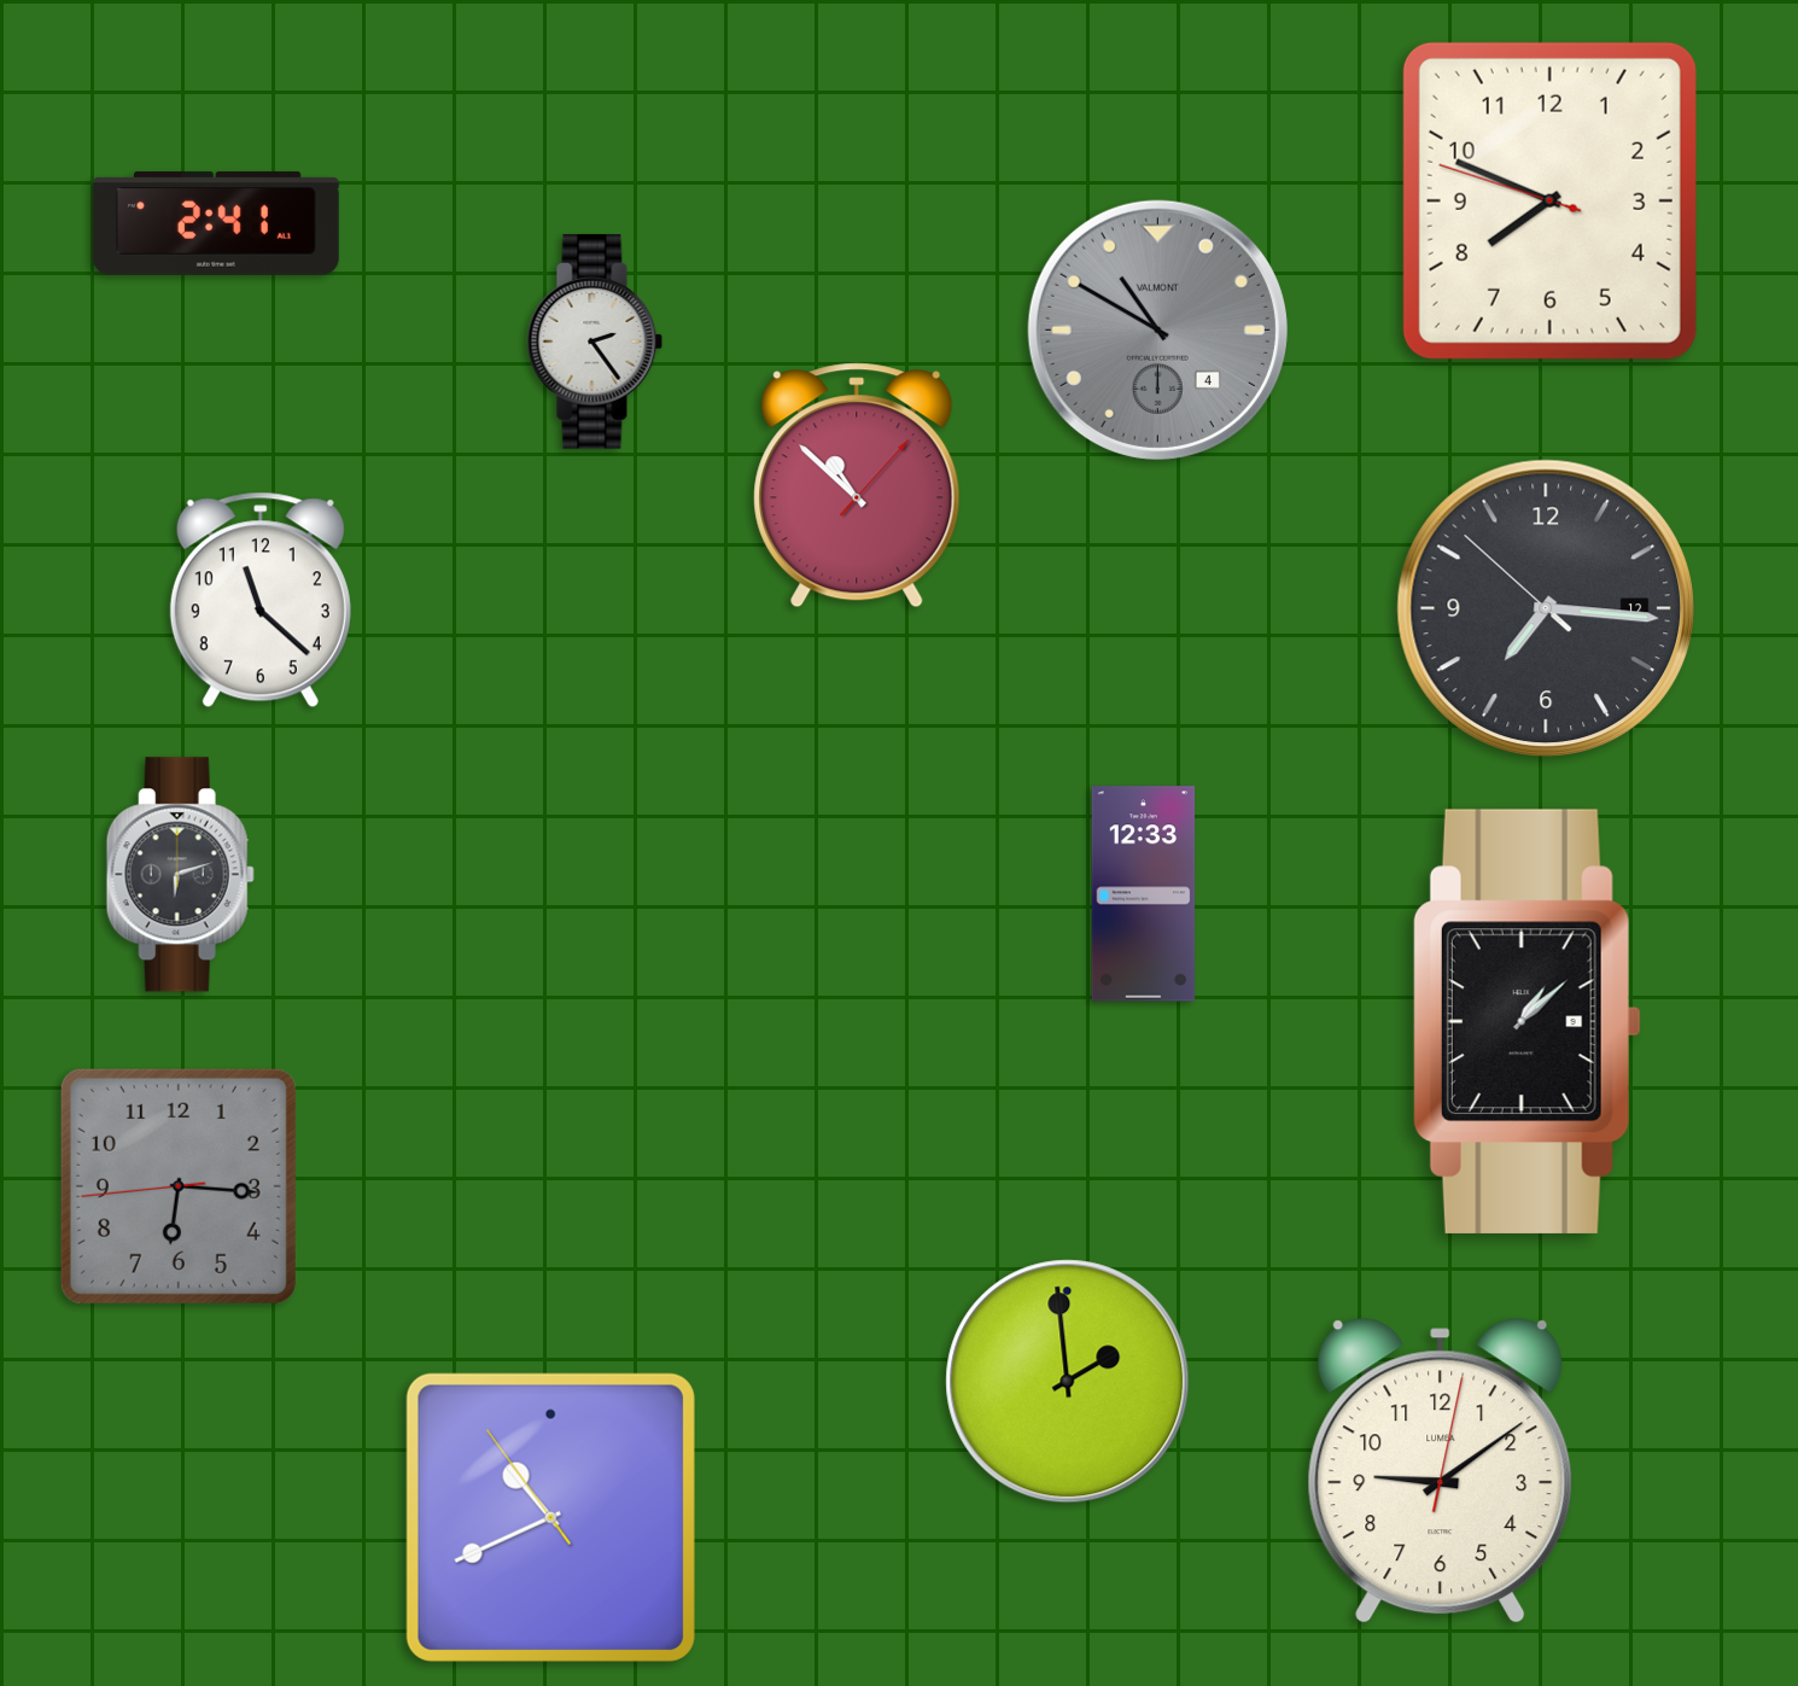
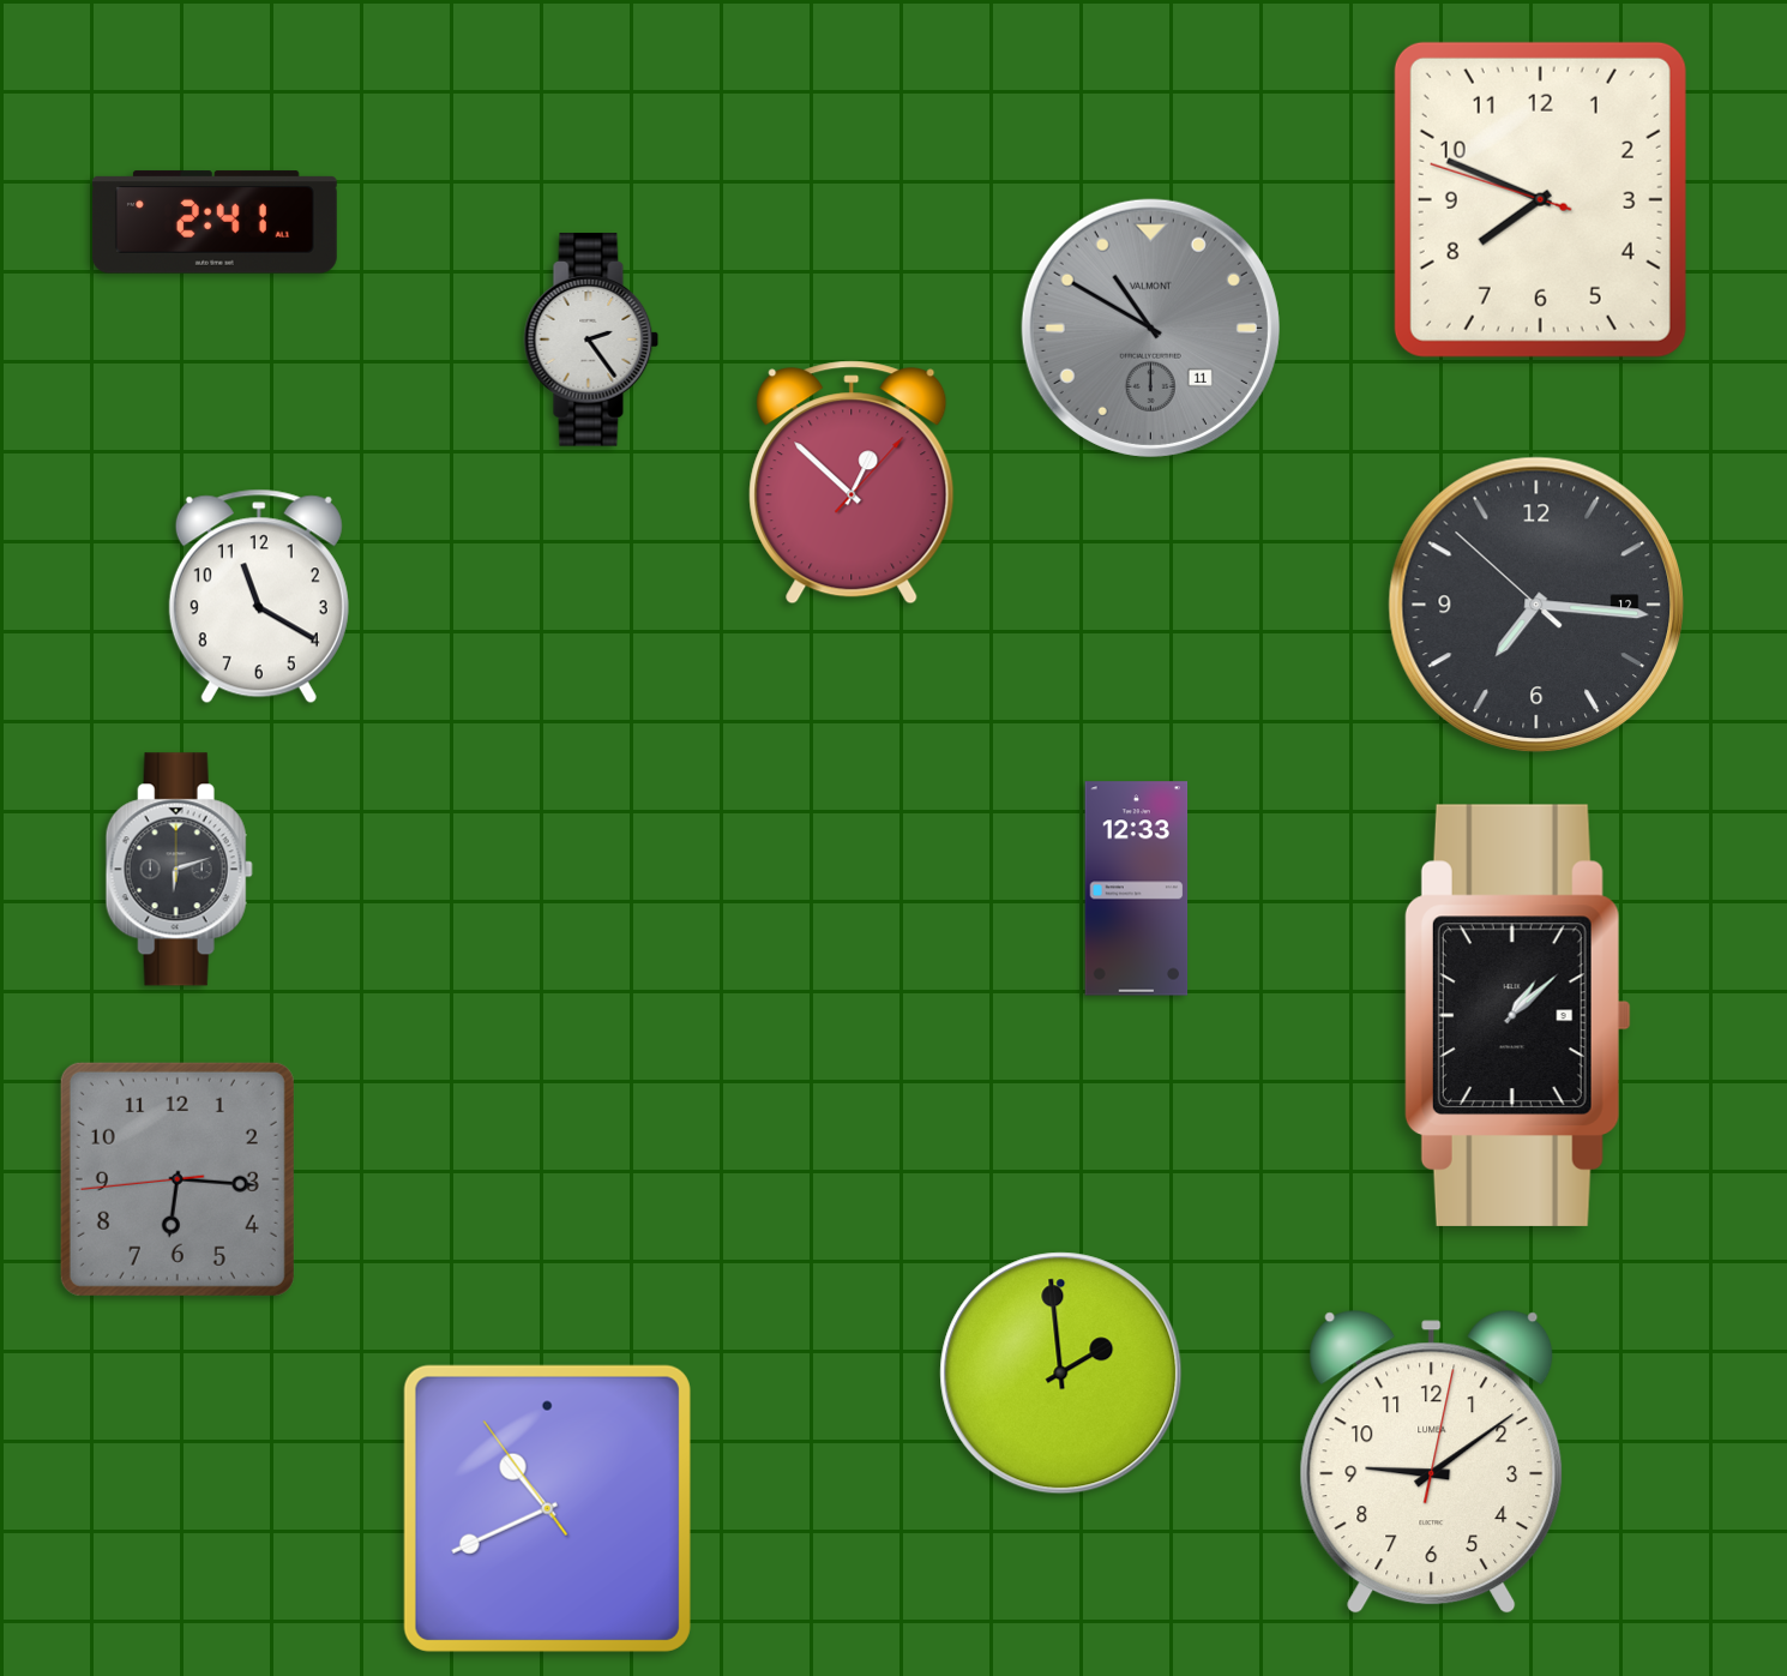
clock at (1157, 329) date: 4 -> 11
clock at (857, 485): 10:52 -> 12:52
clock at (261, 600): 11:22 -> 11:20
